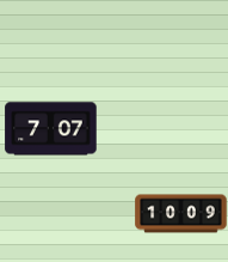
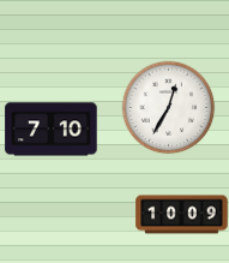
clock at (168, 107): none -> 12:35
clock at (51, 129): 7:07 -> 7:10
